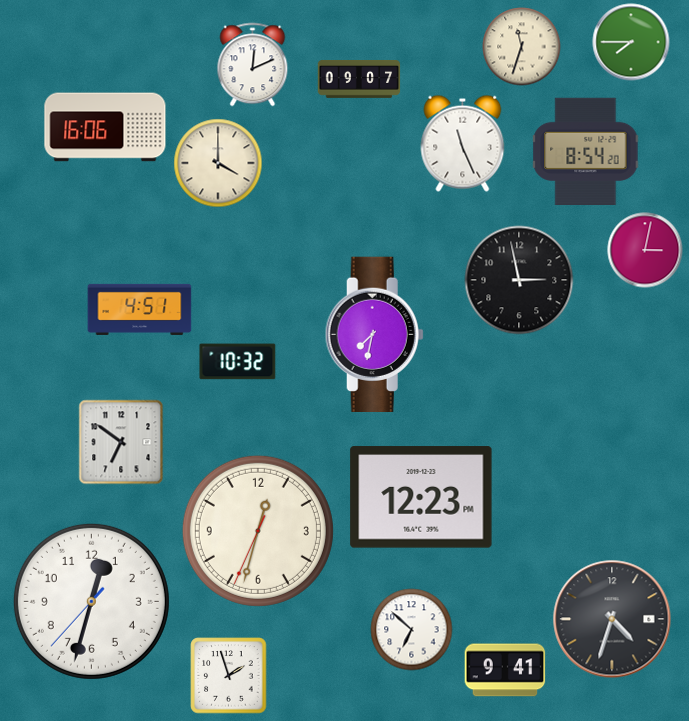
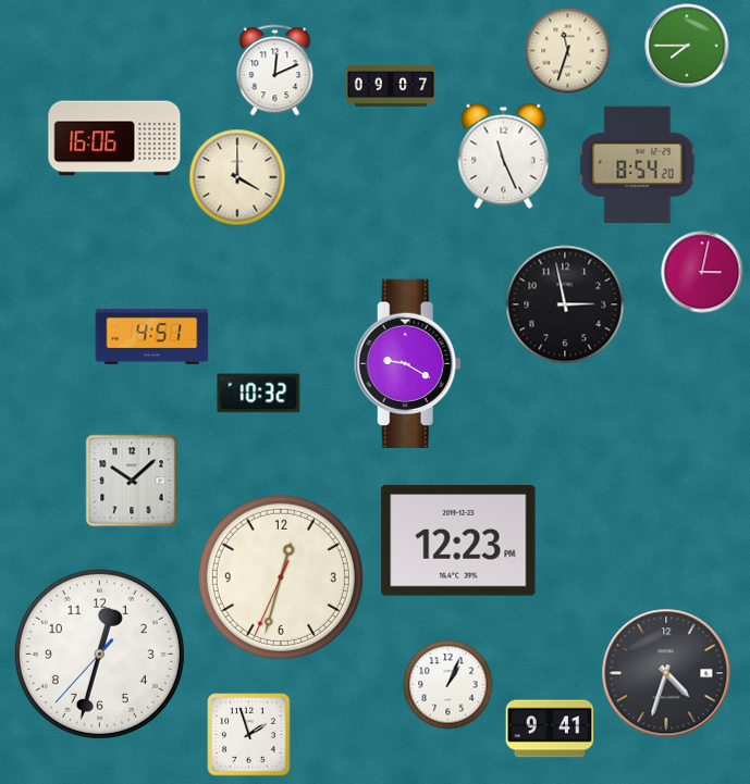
clock at (374, 334): 7:32 -> 9:20
clock at (121, 442): 6:51 -> 10:08
clock at (412, 630): 6:52 -> 1:04
